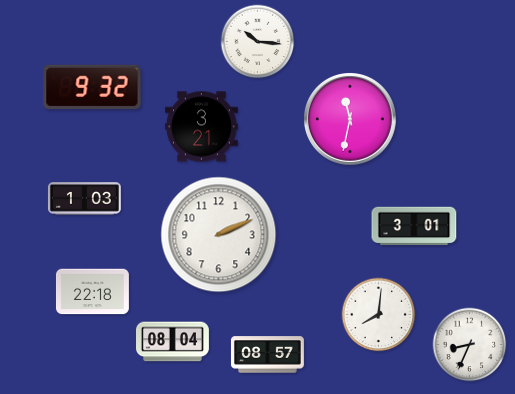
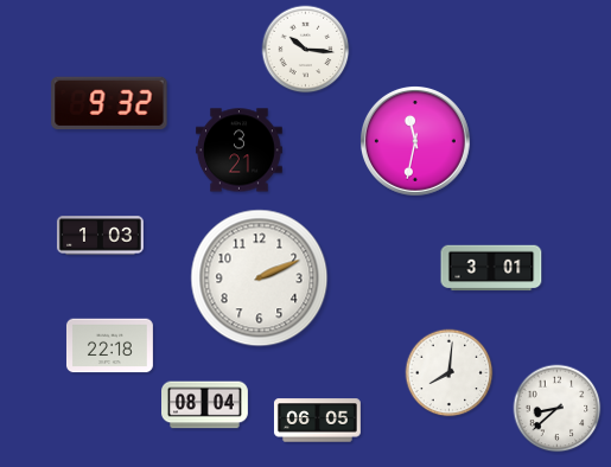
clock at (470, 345): 8:34 -> 8:38
clock at (268, 355): 08:57 -> 06:05
